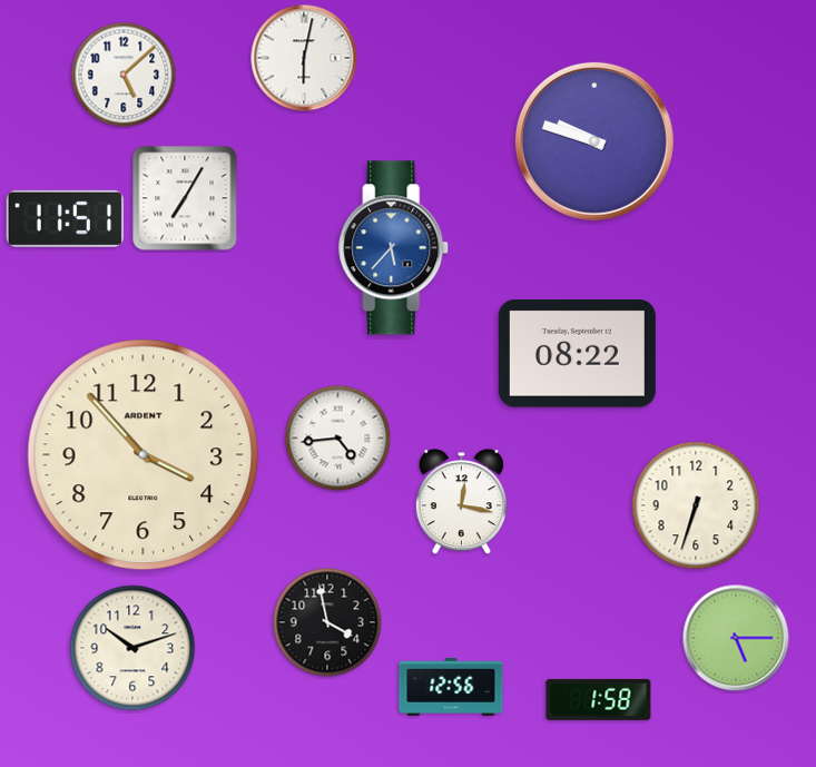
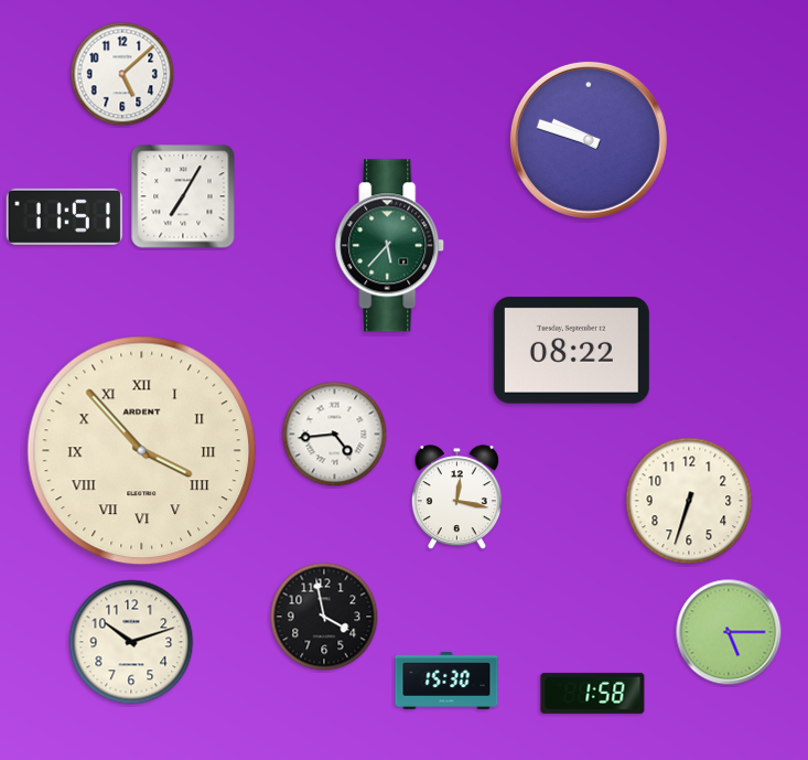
clock at (304, 58): 6:02 -> none
clock at (394, 248) dial: blue -> green
clock at (144, 455) numerals: Arabic -> Roman
clock at (451, 687): 12:56 -> 15:30
